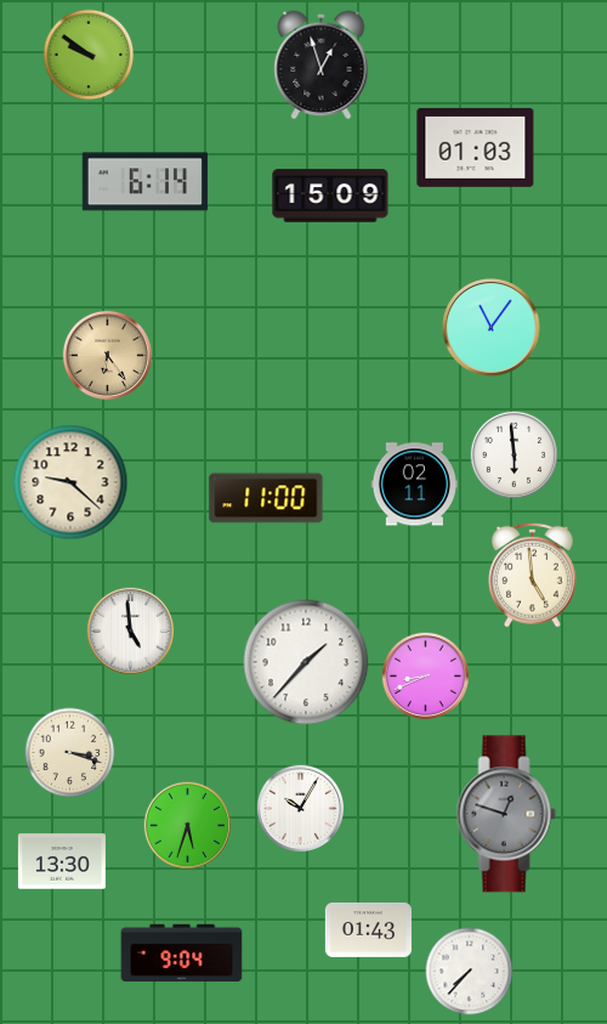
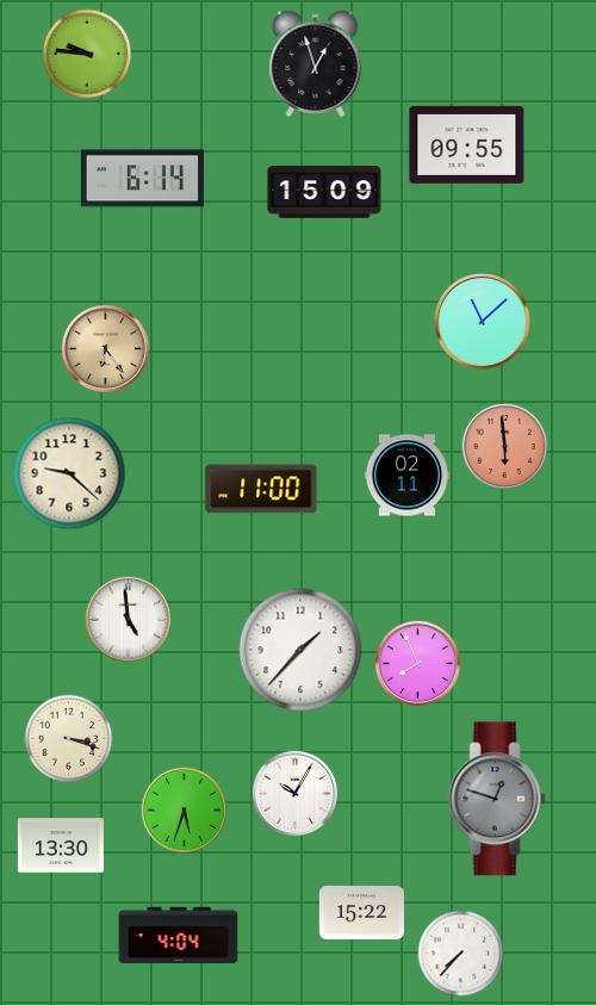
clock at (89, 55): 9:51 -> 9:46
clock at (476, 147): 01:03 -> 09:55
clock at (492, 328): 11:06 -> 11:08
clock at (514, 454) dial: white -> salmon
clock at (533, 575): 4:59 -> none
clock at (425, 675): 8:41 -> 7:56
clock at (368, 930): 01:43 -> 15:22
clock at (182, 954): 9:04 -> 4:04
